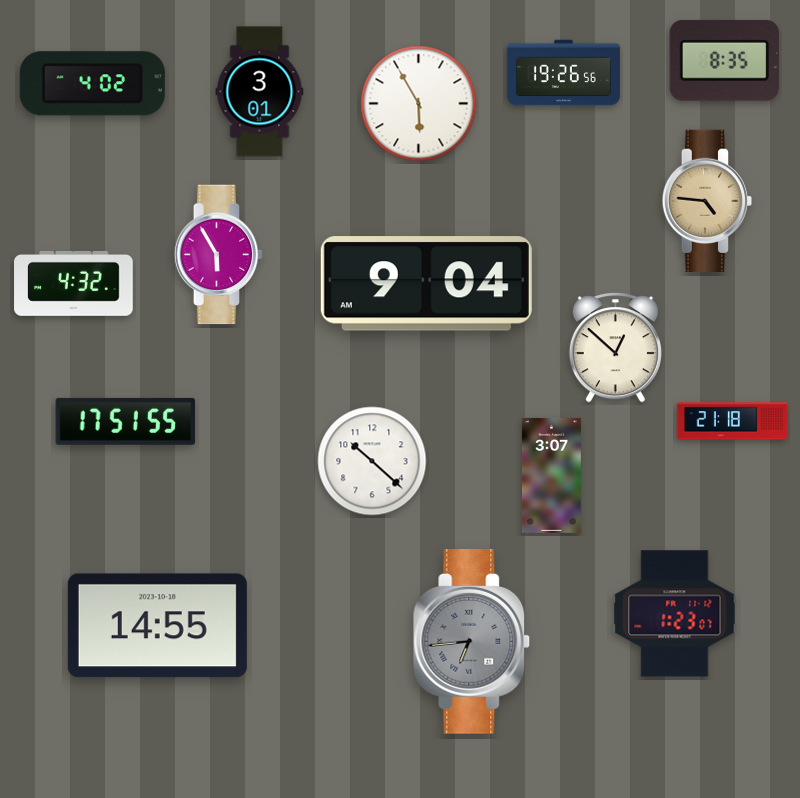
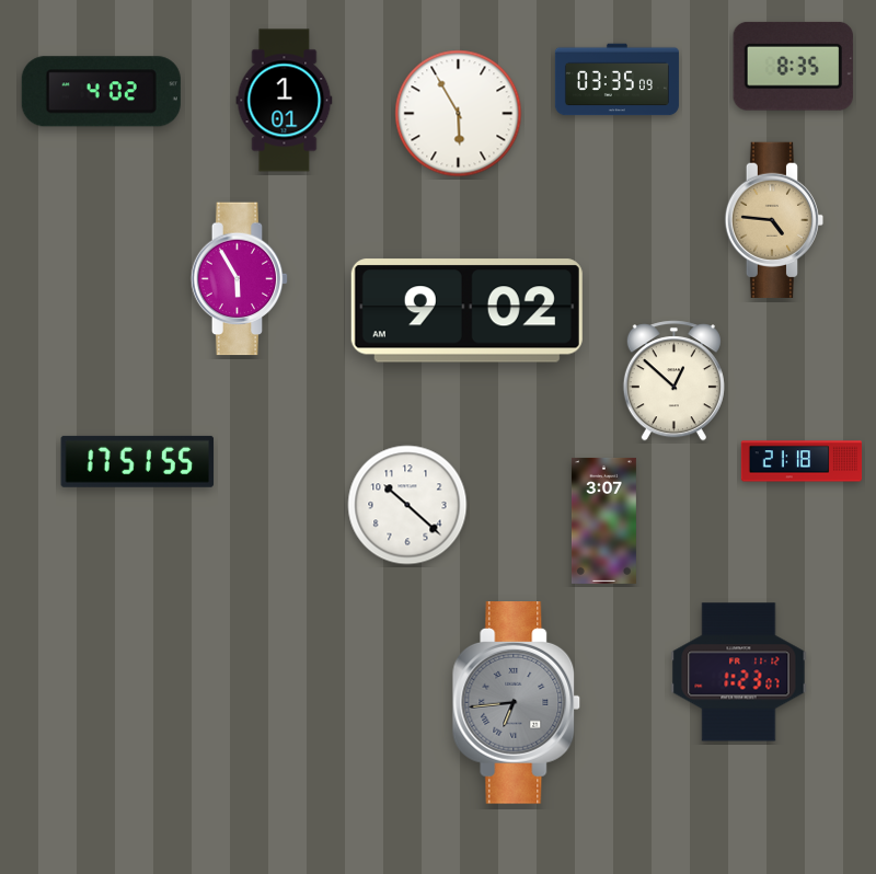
clock at (563, 73): 19:26 -> 03:35
clock at (260, 92): 3:01 -> 1:01
clock at (74, 283): 4:32 -> none
clock at (426, 284): 9:04 -> 9:02
clock at (157, 626): 14:55 -> none
